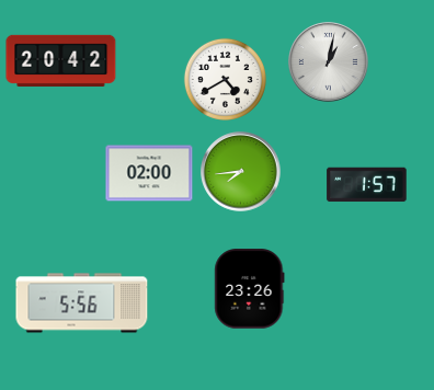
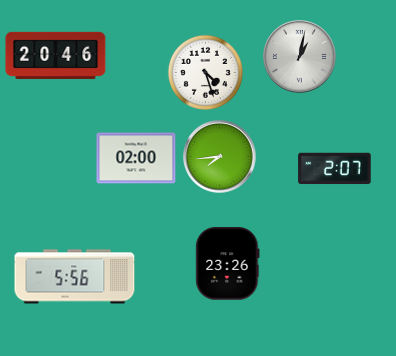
clock at (61, 60): 20:42 -> 20:46
clock at (225, 79): 4:40 -> 4:27
clock at (367, 185): 1:57 -> 2:07
